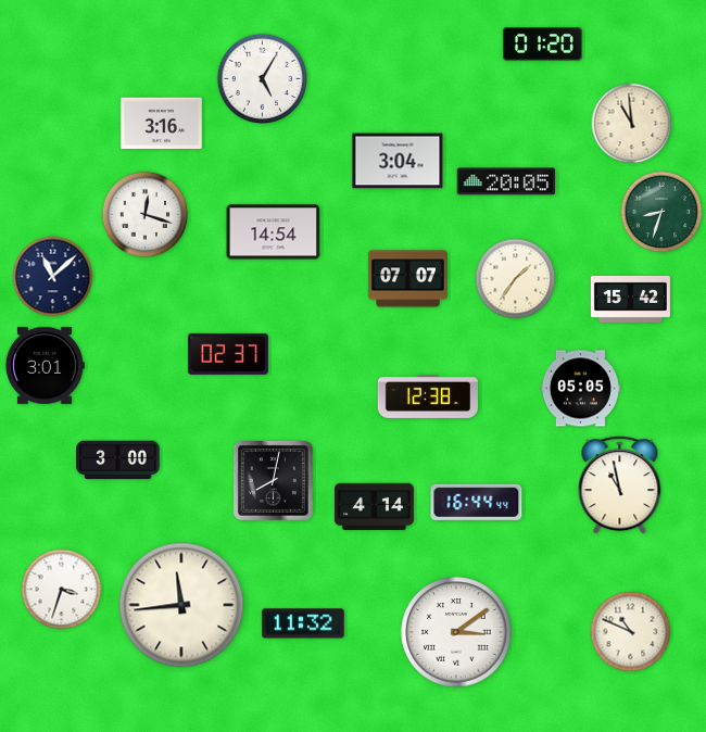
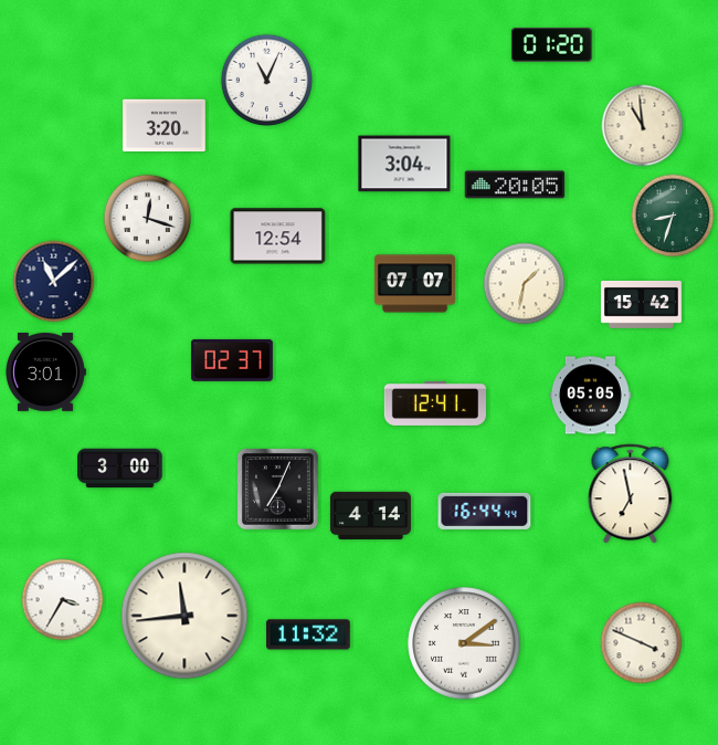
clock at (262, 78): 5:05 -> 11:04
clock at (162, 124): 3:16 -> 3:20
clock at (274, 232): 14:54 -> 12:54
clock at (516, 279): 1:36 -> 1:32
clock at (428, 396): 12:38 -> 12:41
clock at (273, 480): 8:02 -> 7:04
clock at (620, 485): 10:58 -> 6:58
clock at (374, 506) position: (374, 506) -> (370, 515)
clock at (62, 590): 3:33 -> 3:35
clock at (631, 632): 10:49 -> 3:49
